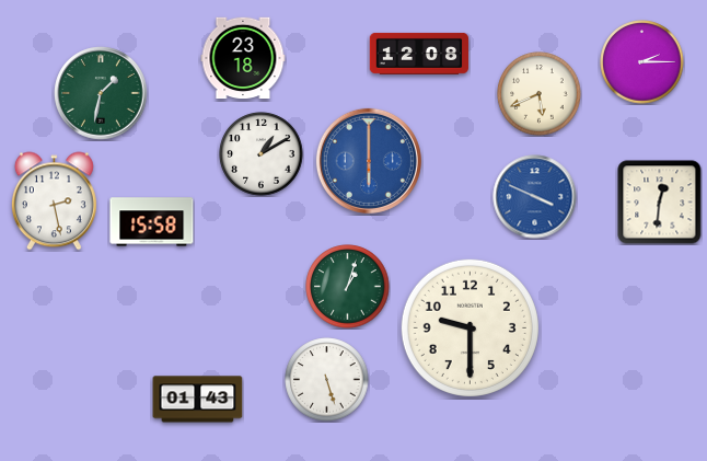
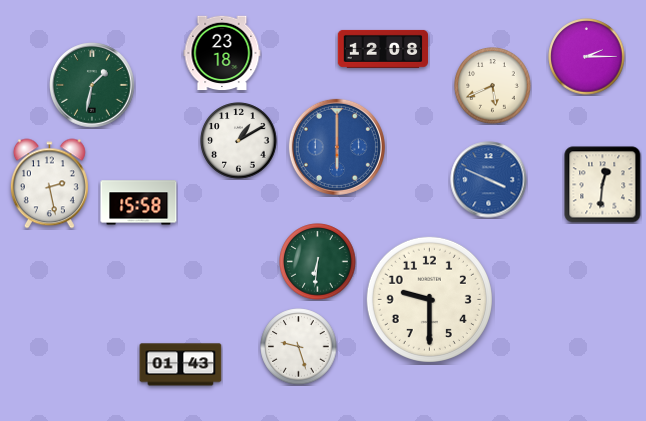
clock at (348, 287): 1:03 -> 6:31
clock at (327, 380): 5:27 -> 9:27
